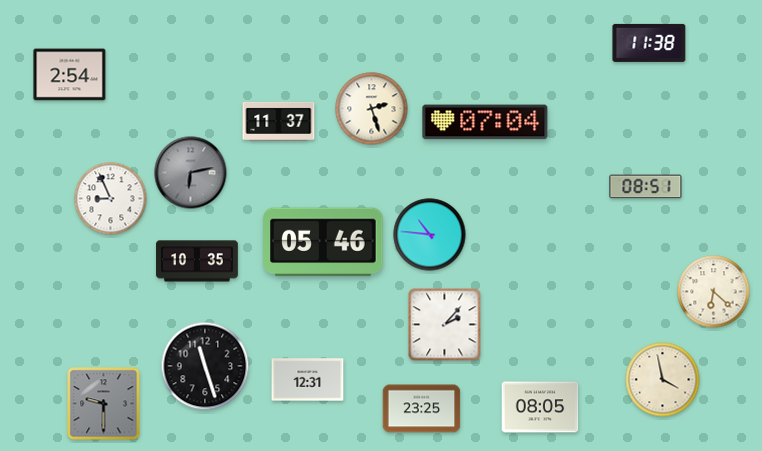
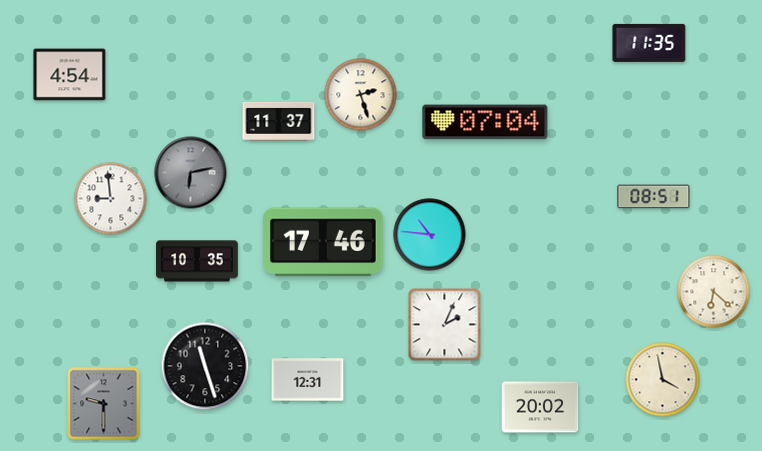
clock at (649, 43): 11:38 -> 11:35
clock at (70, 75): 2:54 -> 4:54
clock at (372, 109) position: (372, 109) -> (361, 95)
clock at (646, 187) position: (646, 187) -> (654, 197)
clock at (111, 199): 8:56 -> 8:59
clock at (323, 242): 05:46 -> 17:46
clock at (445, 325): 2:07 -> 2:04
clock at (540, 407): 08:05 -> 20:02
clock at (422, 409): 23:25 -> none
